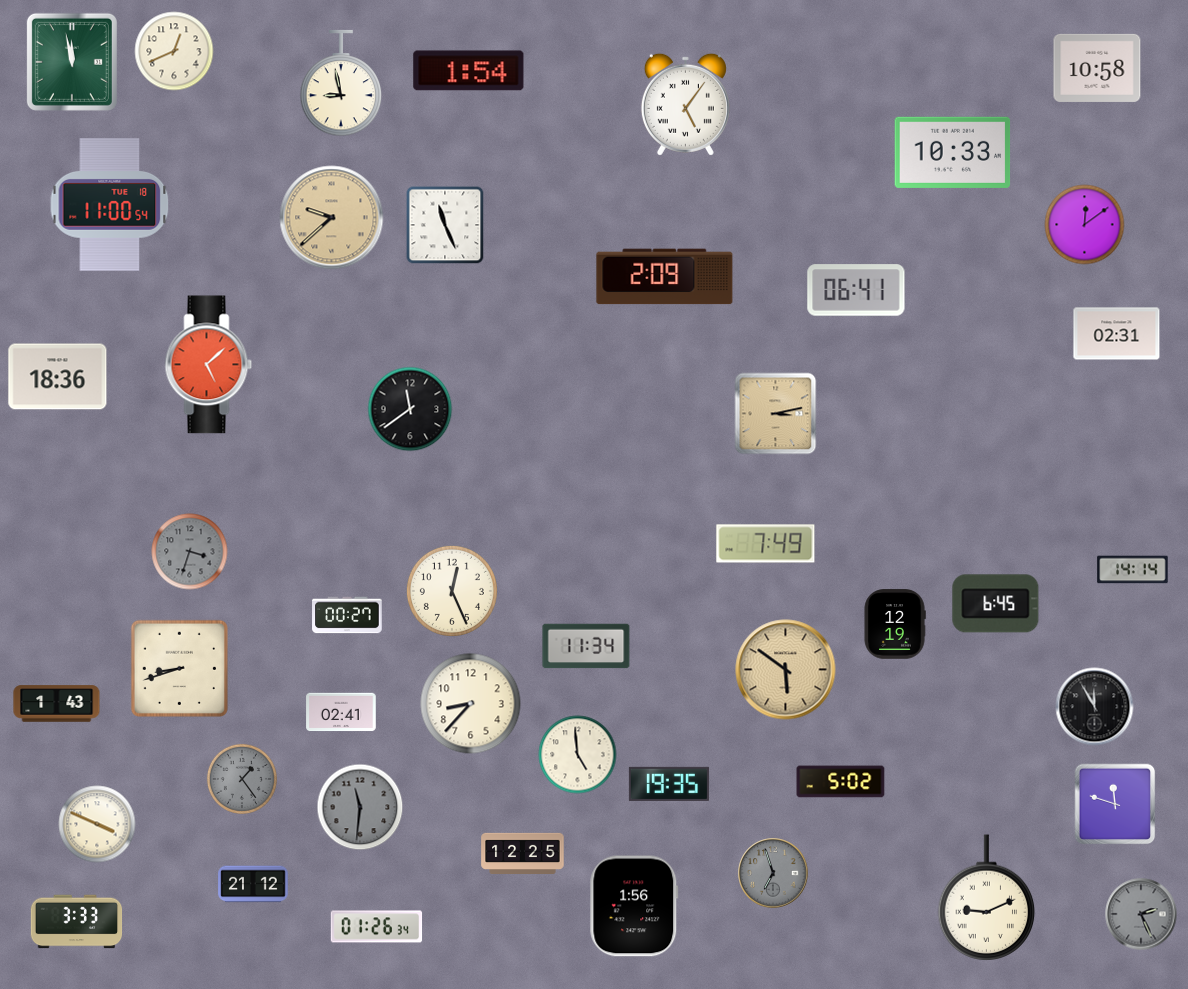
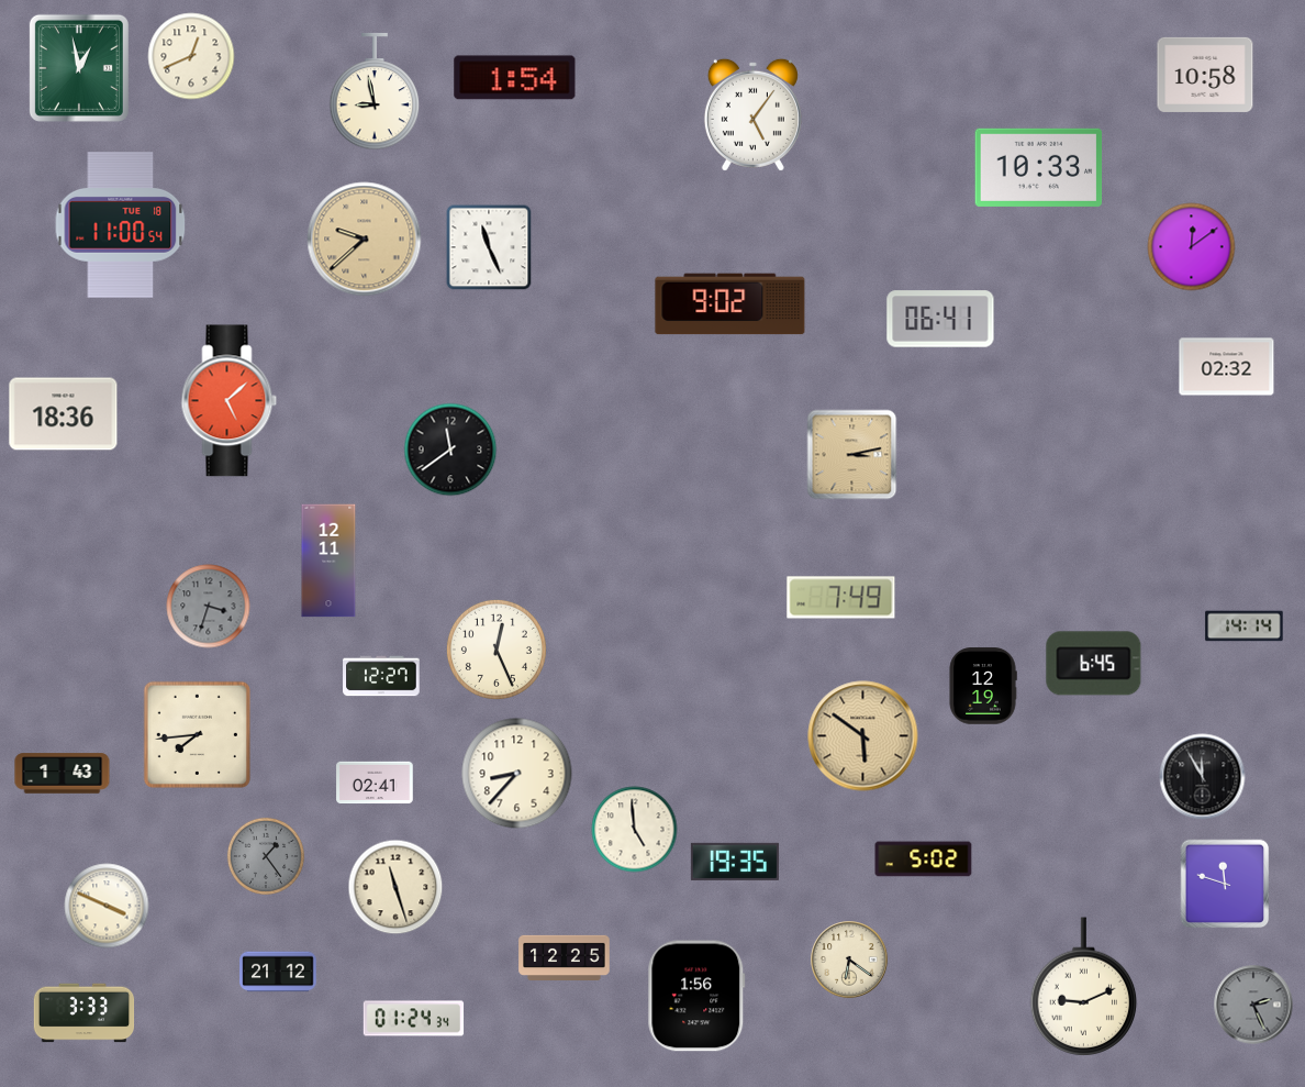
clock at (72, 62): 11:58 -> 12:58
clock at (953, 152) position: (953, 152) -> (1039, 167)
clock at (665, 277): 2:09 -> 9:02
clock at (1117, 334): 02:31 -> 02:32
clock at (328, 561): none -> 12:11
clock at (347, 615): 00:27 -> 12:27
clock at (586, 646): 11:34 -> none
clock at (179, 668): 8:42 -> 7:44
clock at (360, 807): 11:31 -> 11:27
clock at (360, 807) dial: grey -> cream
clock at (523, 853) position: (523, 853) -> (565, 957)
clock at (773, 873): 6:57 -> 6:21
clock at (773, 873) dial: grey -> cream
clock at (377, 927): 01:26 -> 01:24
